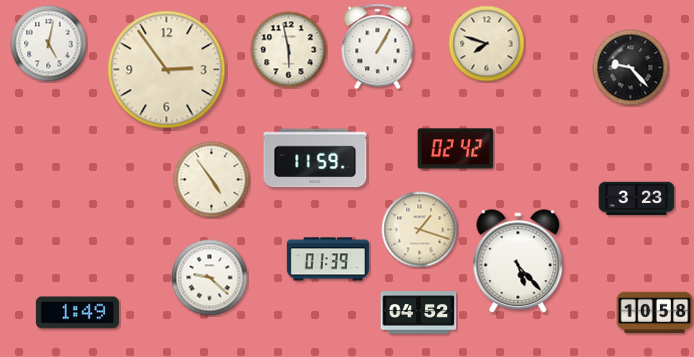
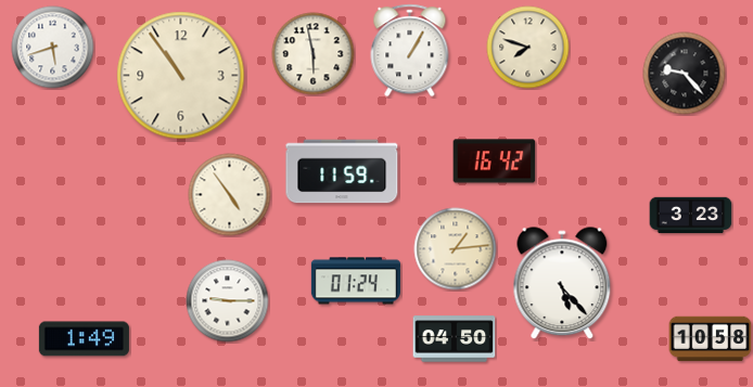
clock at (49, 44): 5:02 -> 5:42
clock at (167, 70): 2:54 -> 10:54
clock at (456, 149): 02:42 -> 16:42
clock at (420, 230): 1:18 -> 1:14
clock at (328, 259): 01:39 -> 01:24
clock at (210, 278): 9:22 -> 9:15
clock at (419, 313): 04:52 -> 04:50
